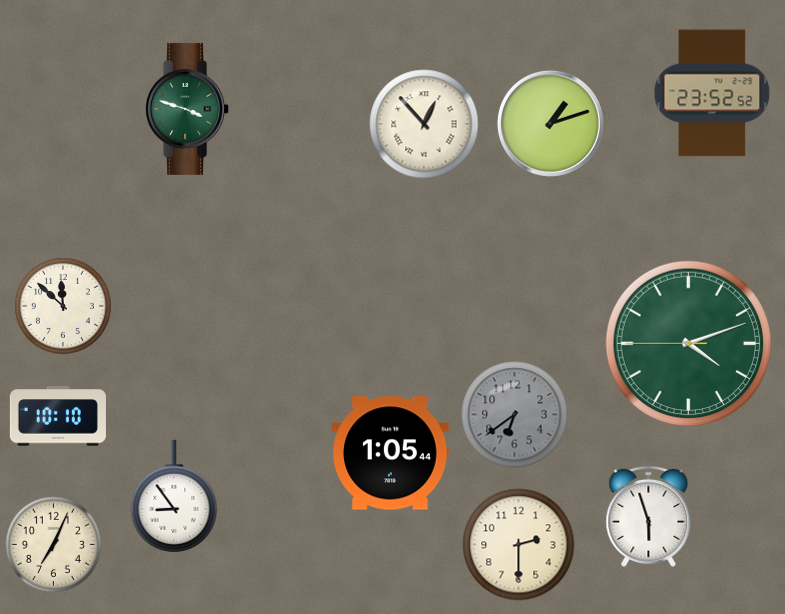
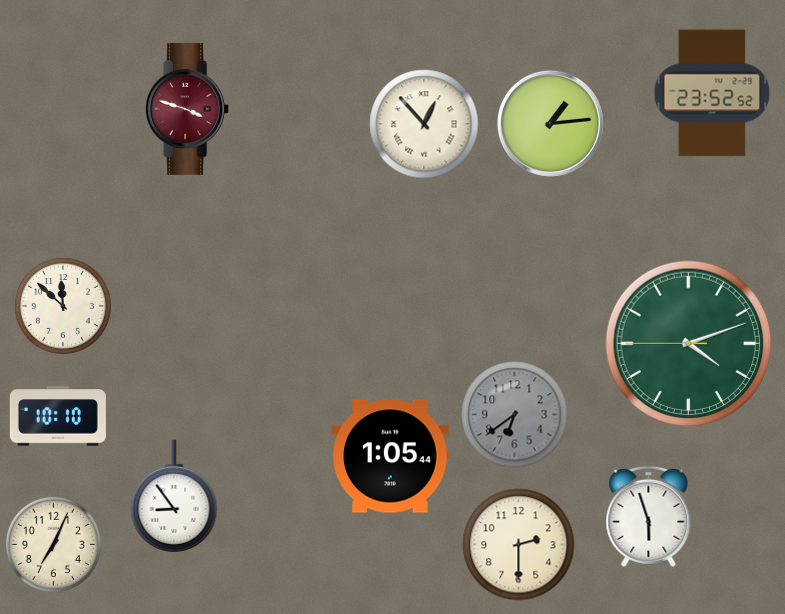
clock at (188, 109) dial: green -> burgundy
clock at (550, 123): 1:12 -> 1:14
clock at (390, 453) position: (390, 453) -> (390, 456)
